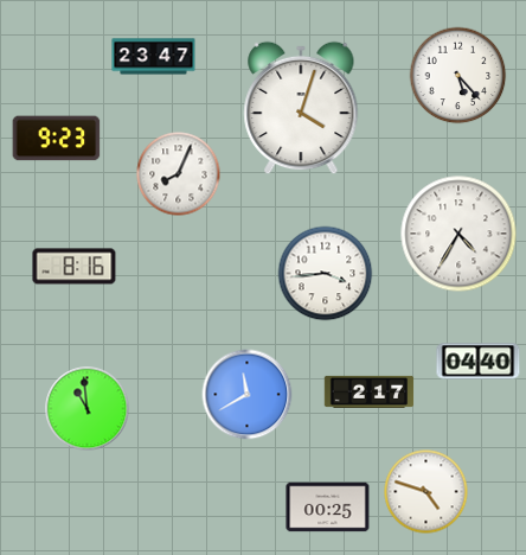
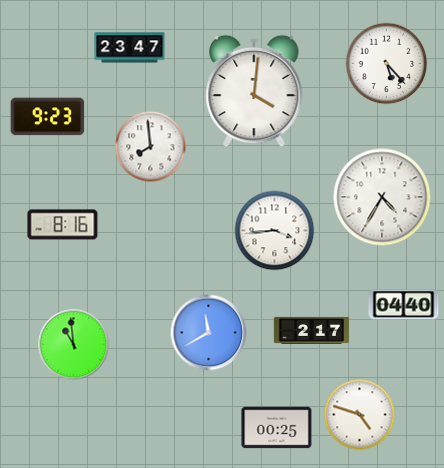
clock at (301, 108): 4:03 -> 4:01
clock at (179, 174): 8:04 -> 7:59
clock at (458, 234) position: (458, 234) -> (382, 197)
